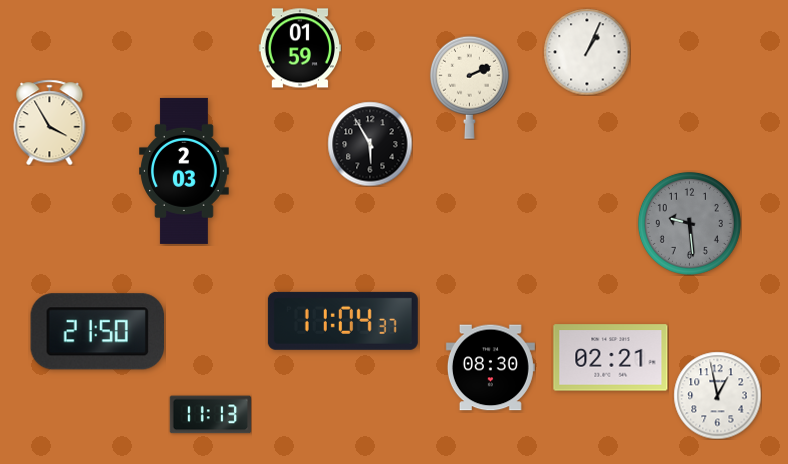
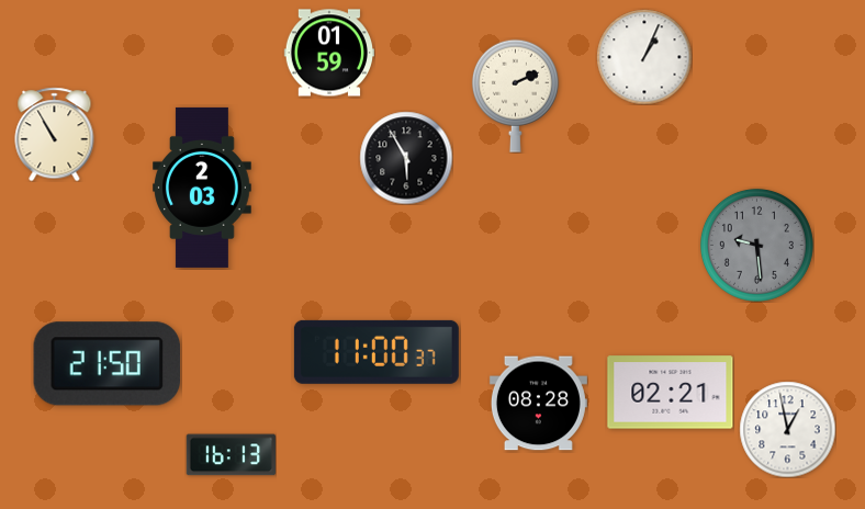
clock at (50, 122): 3:55 -> 10:55
clock at (343, 321): 11:04 -> 11:00
clock at (490, 368): 08:30 -> 08:28
clock at (717, 395) position: (717, 395) -> (787, 429)
clock at (210, 415): 11:13 -> 16:13
